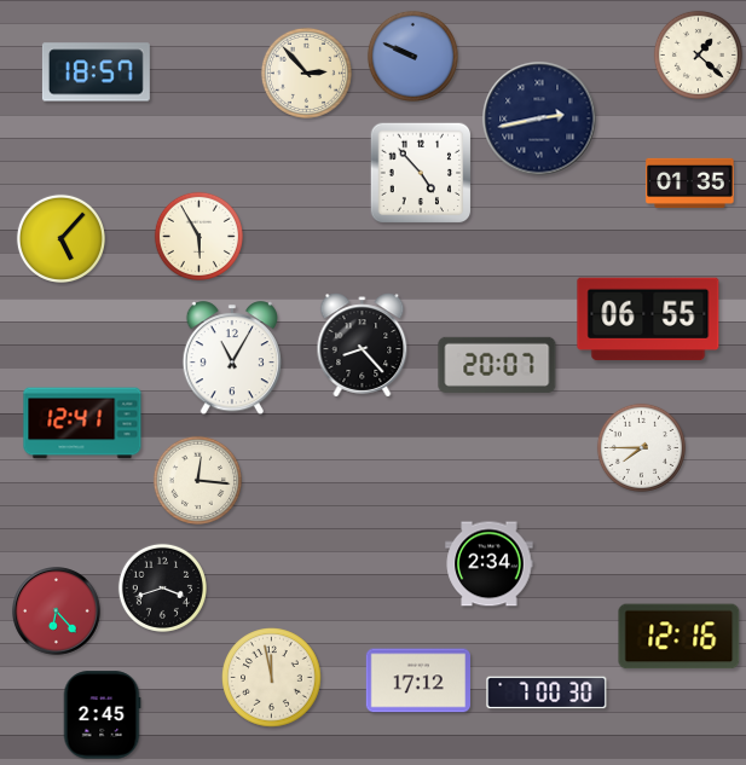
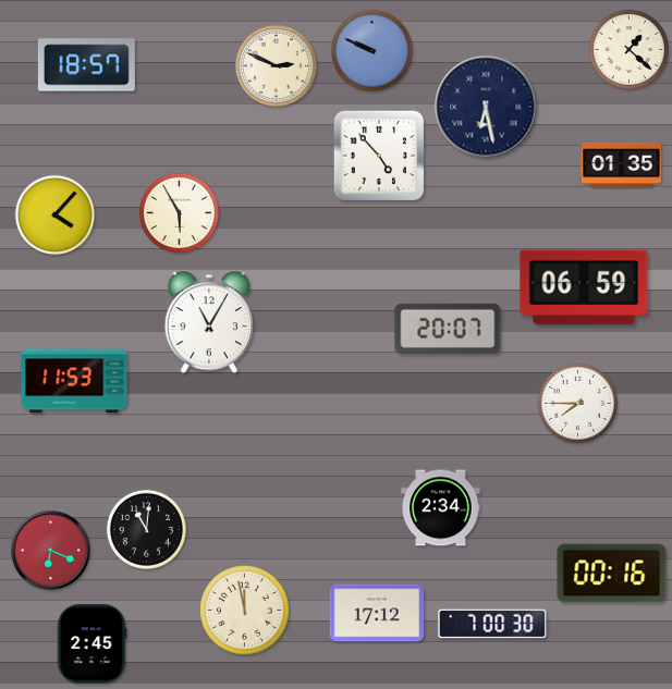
clock at (306, 73): 2:53 -> 2:49
clock at (539, 118): 2:43 -> 6:28
clock at (60, 238): 5:07 -> 4:07
clock at (648, 319): 06:55 -> 06:59
clock at (363, 346): 8:23 -> none
clock at (82, 423): 12:41 -> 11:53
clock at (197, 480): 12:16 -> none
clock at (162, 587): 3:42 -> 11:01
clock at (57, 612): 6:23 -> 6:19
clock at (680, 637): 12:16 -> 00:16
